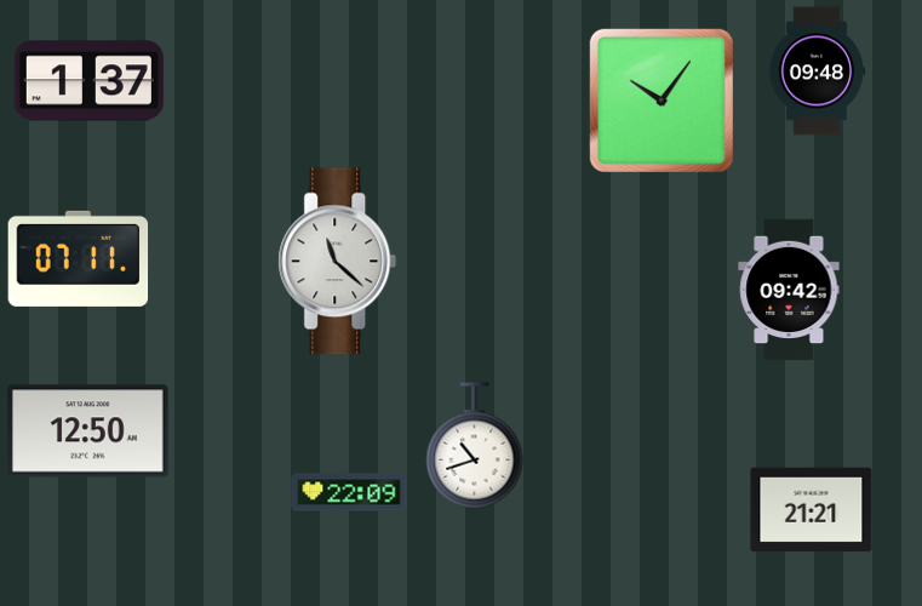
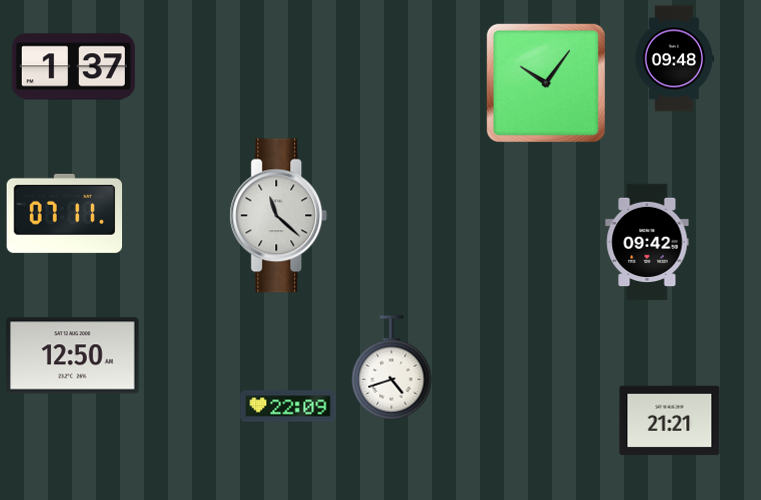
clock at (789, 290) position: (789, 290) -> (647, 242)
clock at (475, 446): 10:42 -> 4:42
